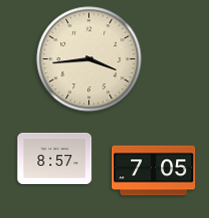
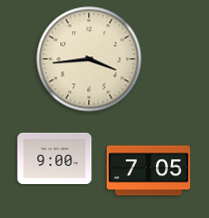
clock at (55, 159): 8:57 -> 9:00
clock at (154, 171) position: (154, 171) -> (149, 171)
